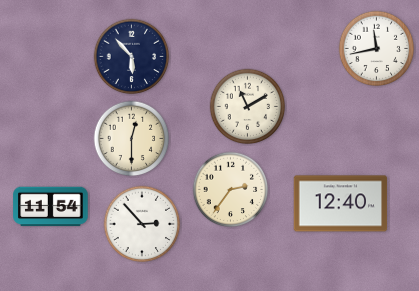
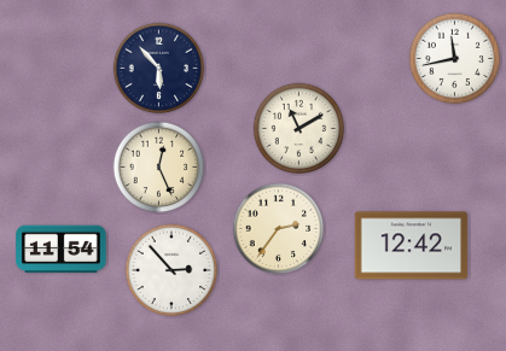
clock at (132, 139): 12:30 -> 12:26
clock at (341, 204): 12:40 -> 12:42
